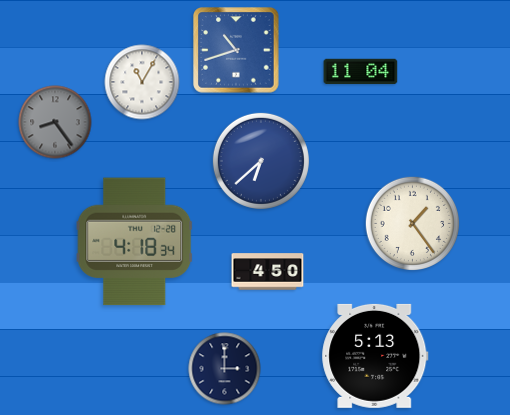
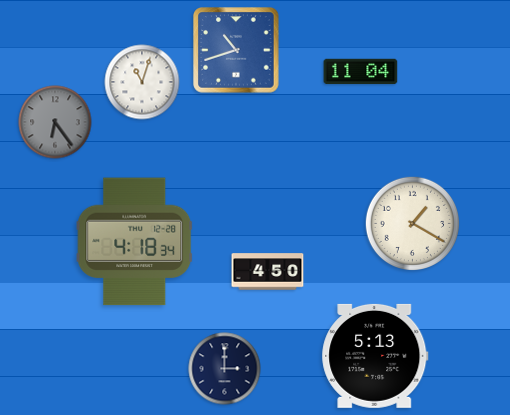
clock at (142, 82): 11:05 -> 11:03
clock at (55, 122): 8:24 -> 6:24
clock at (261, 161): 6:38 -> none
clock at (412, 223): 1:24 -> 1:20
